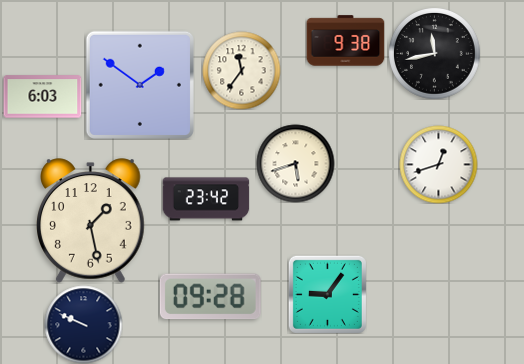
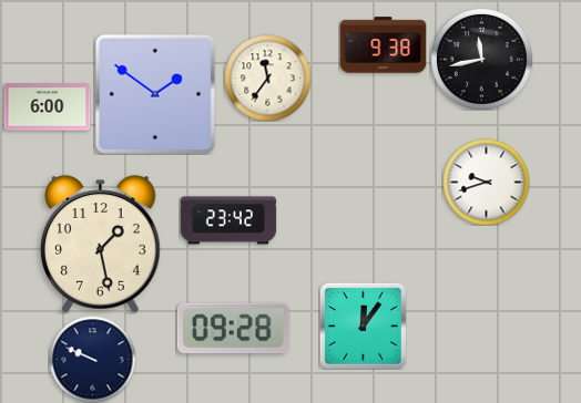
clock at (42, 97): 6:03 -> 6:00
clock at (295, 163): 5:42 -> none
clock at (438, 164): 12:42 -> 9:42
clock at (327, 294): 9:06 -> 12:06
